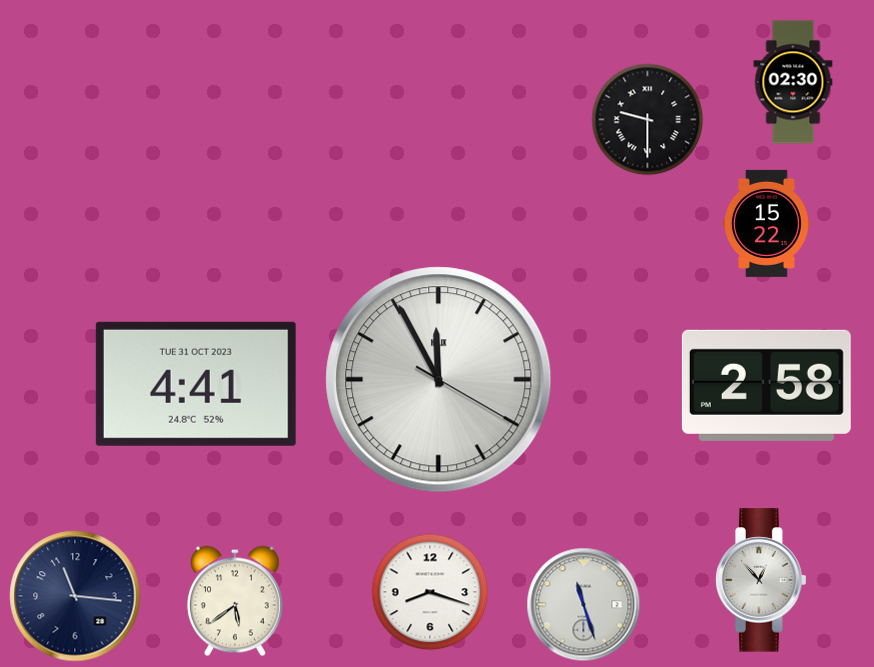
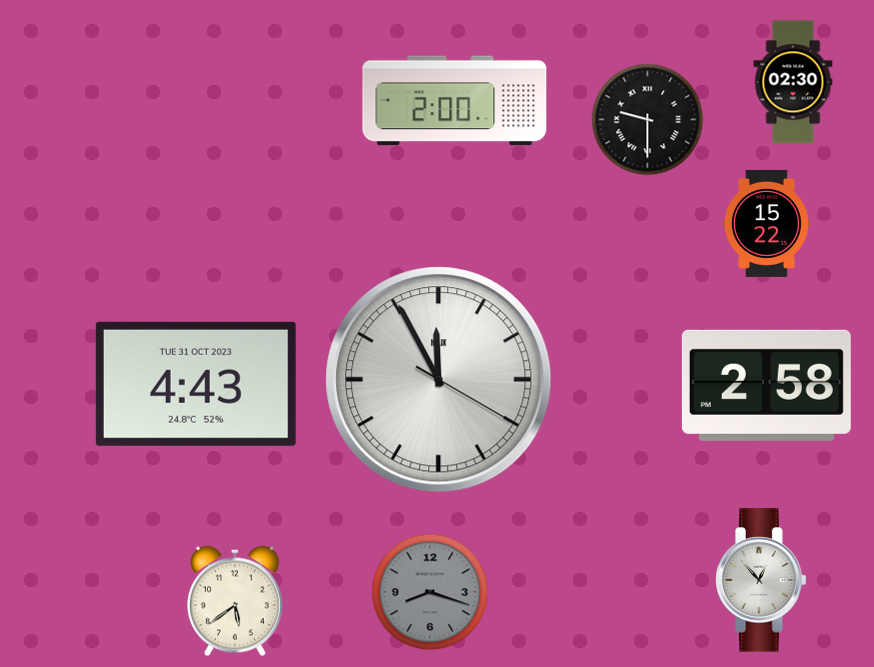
clock at (455, 101): none -> 2:00
clock at (196, 384): 4:41 -> 4:43
clock at (430, 592) dial: white -> grey
clock at (75, 596): 11:16 -> none
clock at (584, 605): 11:27 -> none
